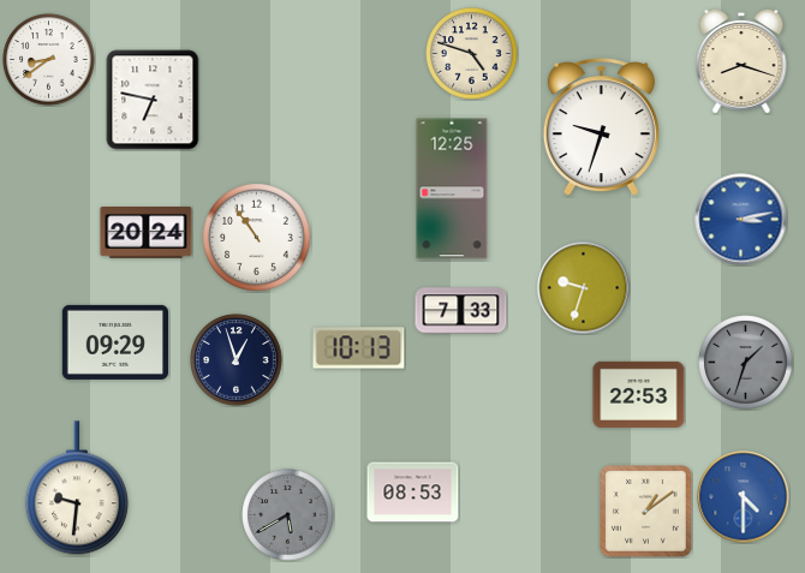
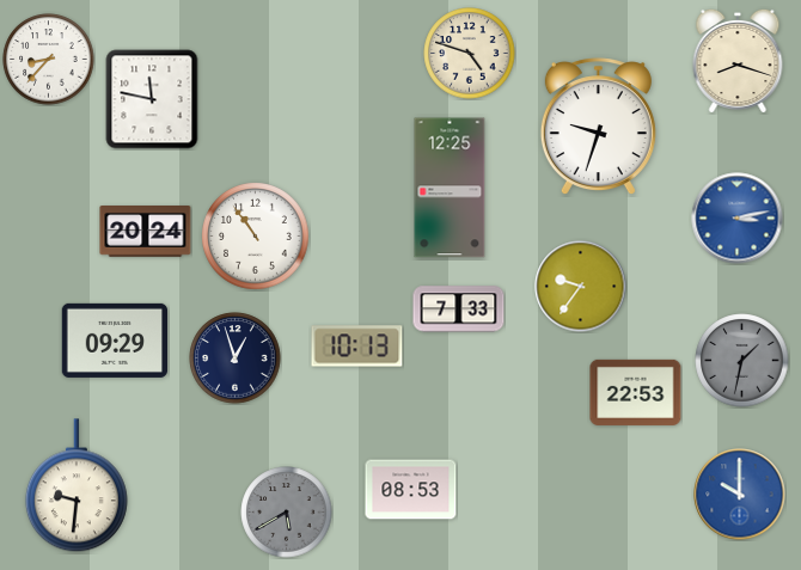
clock at (49, 60): 8:39 -> 8:37
clock at (153, 100): 6:47 -> 11:47
clock at (584, 288): 9:33 -> 9:36
clock at (746, 363): 1:33 -> 1:32
clock at (744, 497): 4:30 -> 10:00
clock at (646, 512): 1:09 -> none
